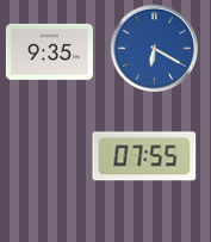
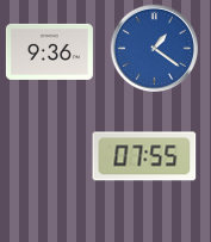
clock at (154, 48): 6:20 -> 1:21
clock at (49, 51): 9:35 -> 9:36
